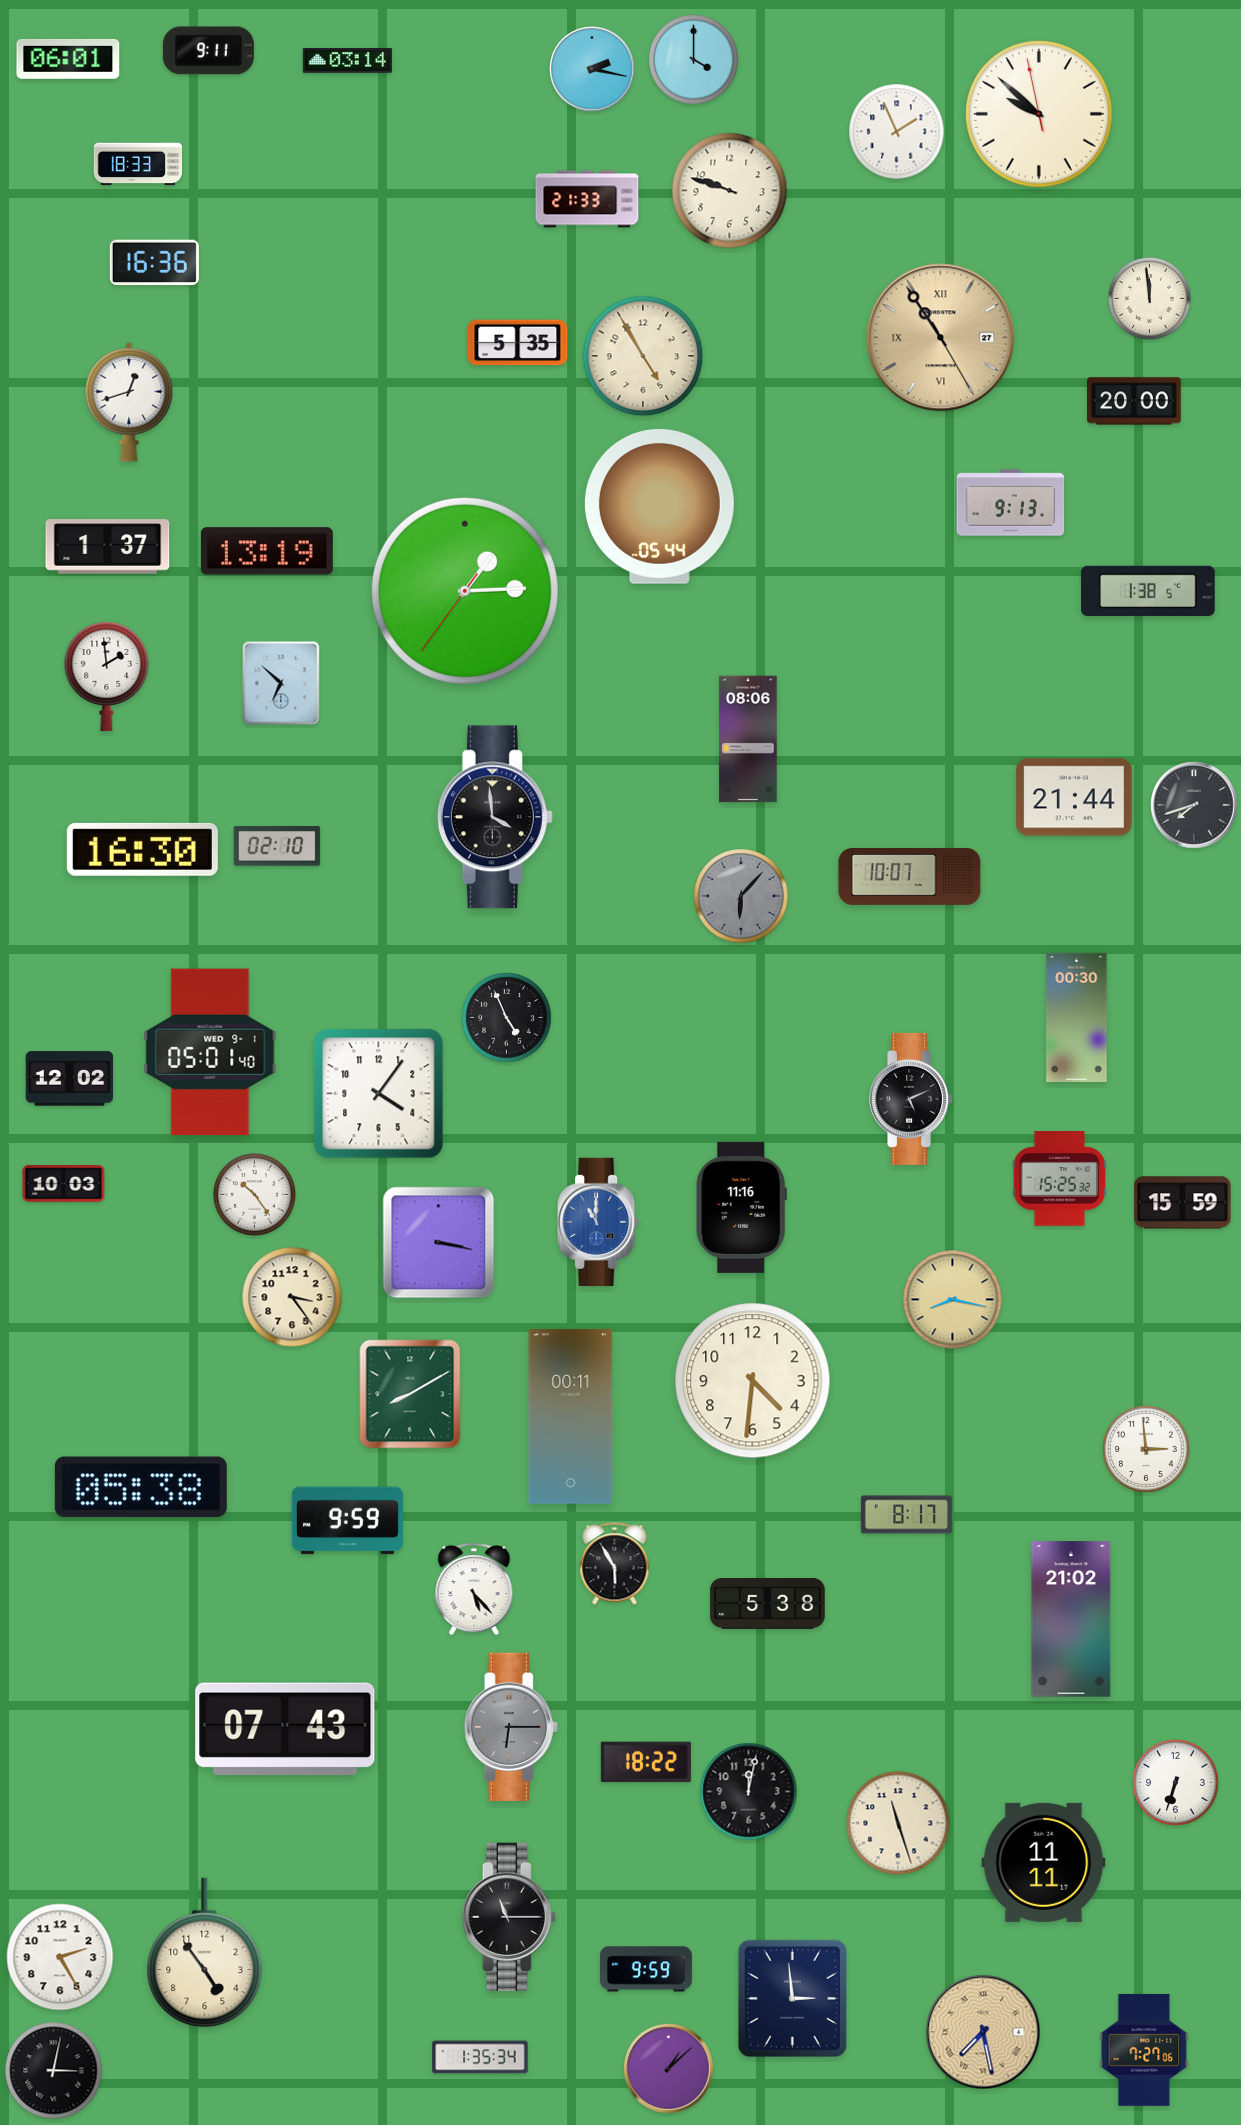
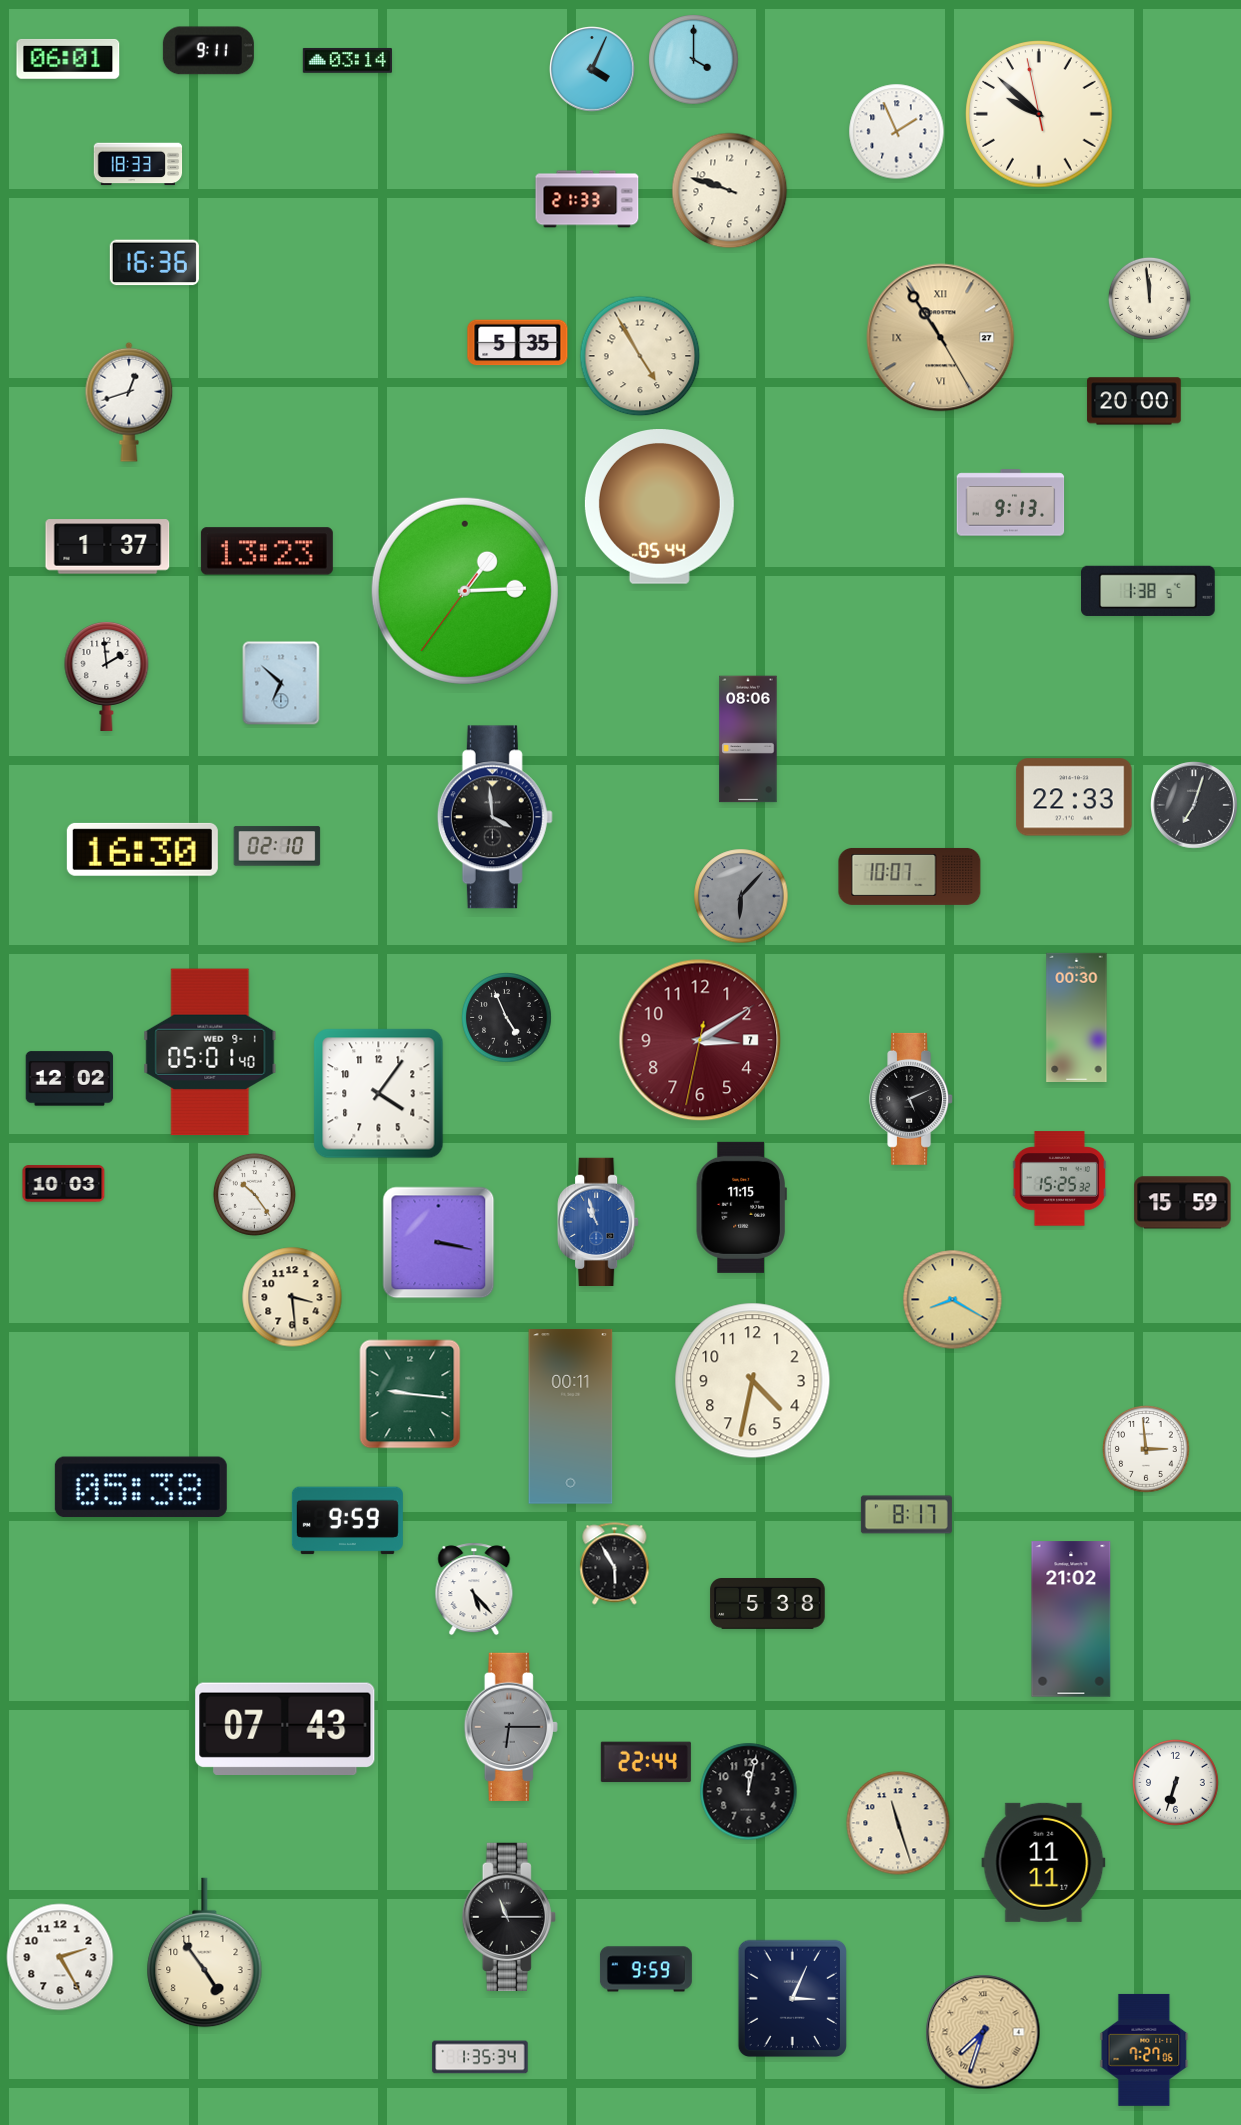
clock at (592, 69): 2:17 -> 4:04
clock at (643, 356) position: (643, 356) -> (640, 356)
clock at (267, 551): 13:19 -> 13:23
clock at (1074, 797): 21:44 -> 22:33
clock at (1194, 805): 7:42 -> 7:03
clock at (700, 1040): none -> 3:09
clock at (741, 1207): 11:16 -> 11:15
clock at (598, 1221): 11:00 -> 10:57
clock at (292, 1297): 3:24 -> 3:29
clock at (953, 1300): 8:17 -> 8:20
clock at (753, 1381): 4:31 -> 4:32
clock at (410, 1394): 8:10 -> 9:16
clock at (646, 1762): 18:22 -> 22:44
clock at (792, 1998): 2:59 -> 3:04
clock at (983, 2032): 7:28 -> 7:33
clock at (669, 2069): 1:08 -> none
clock at (54, 2071): 3:02 -> none
